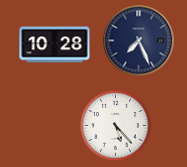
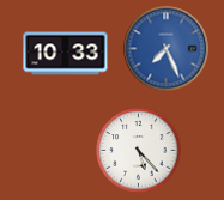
clock at (139, 41) dial: navy -> blue
clock at (55, 45): 10:28 -> 10:33
